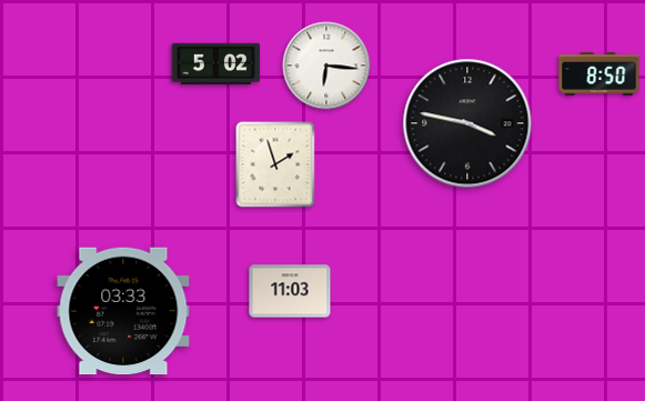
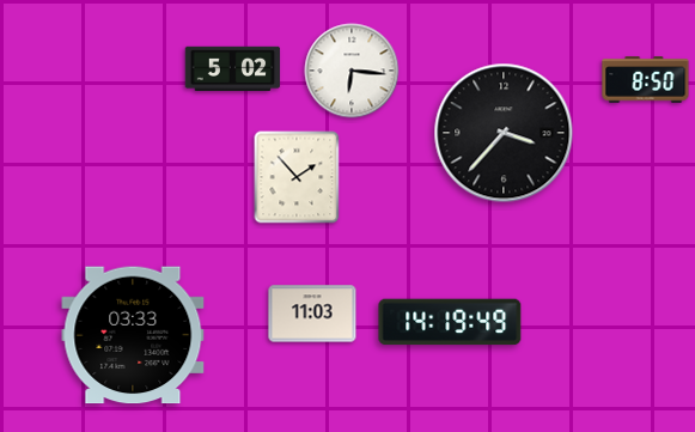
clock at (467, 123): 3:47 -> 3:37
clock at (275, 164): 1:57 -> 1:53
clock at (450, 322): none -> 14:19
